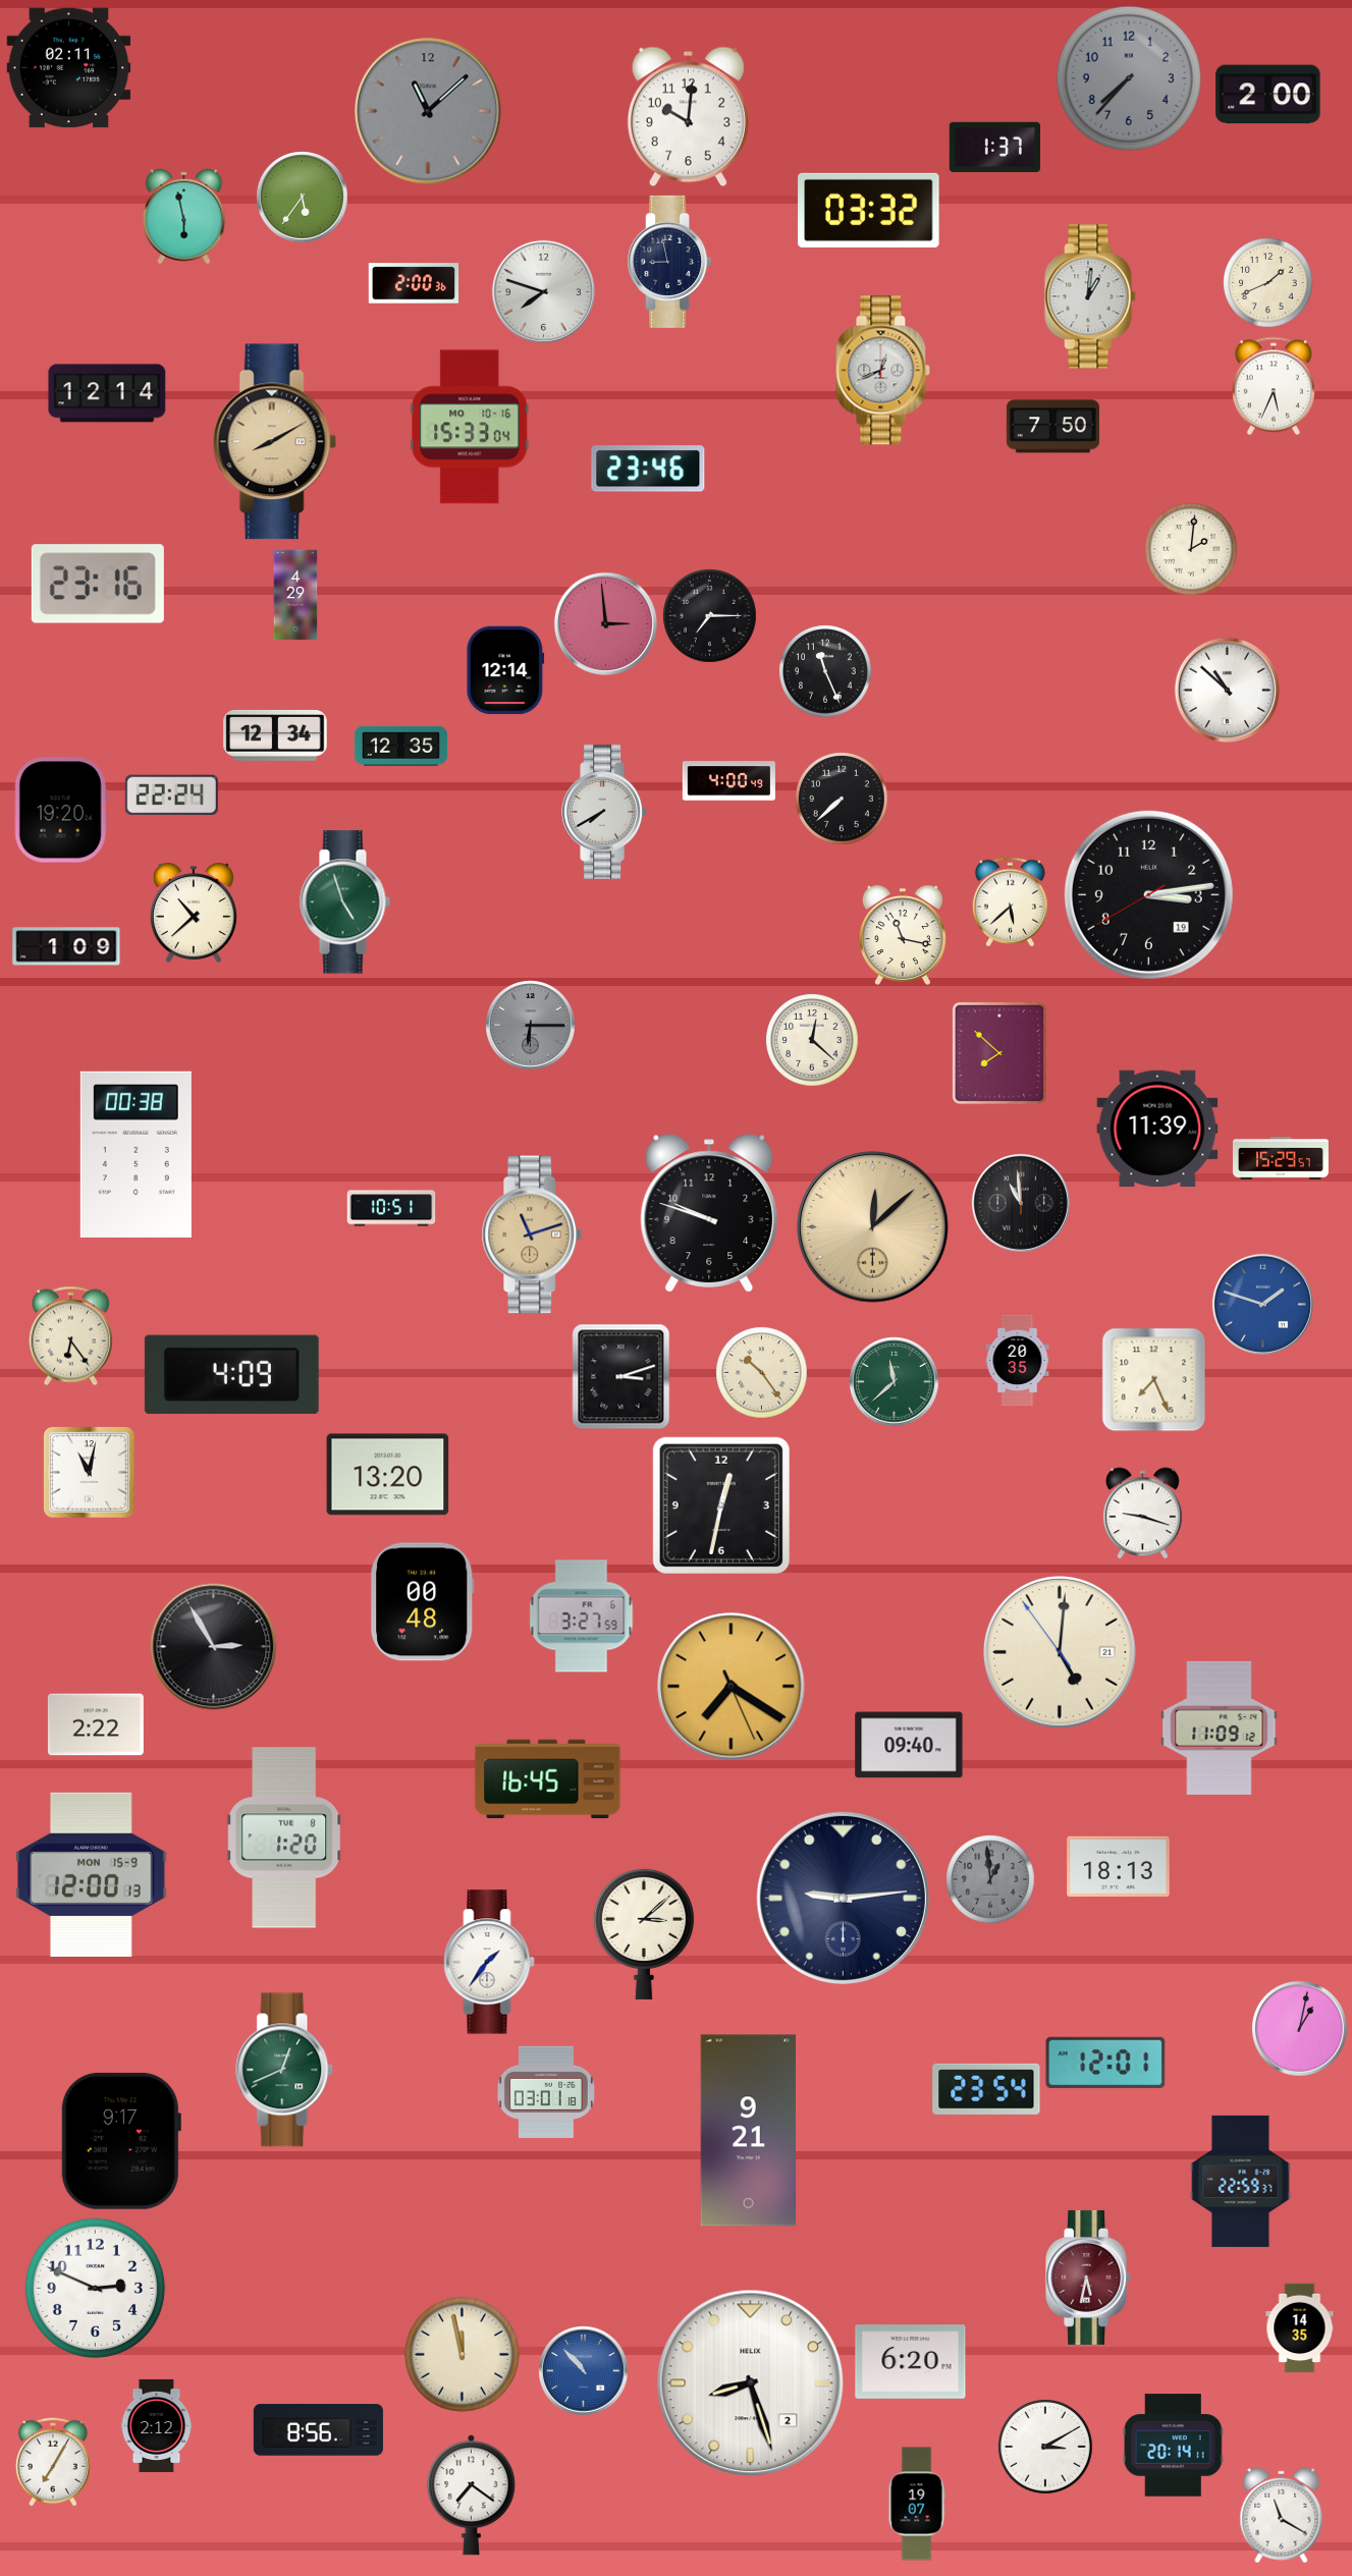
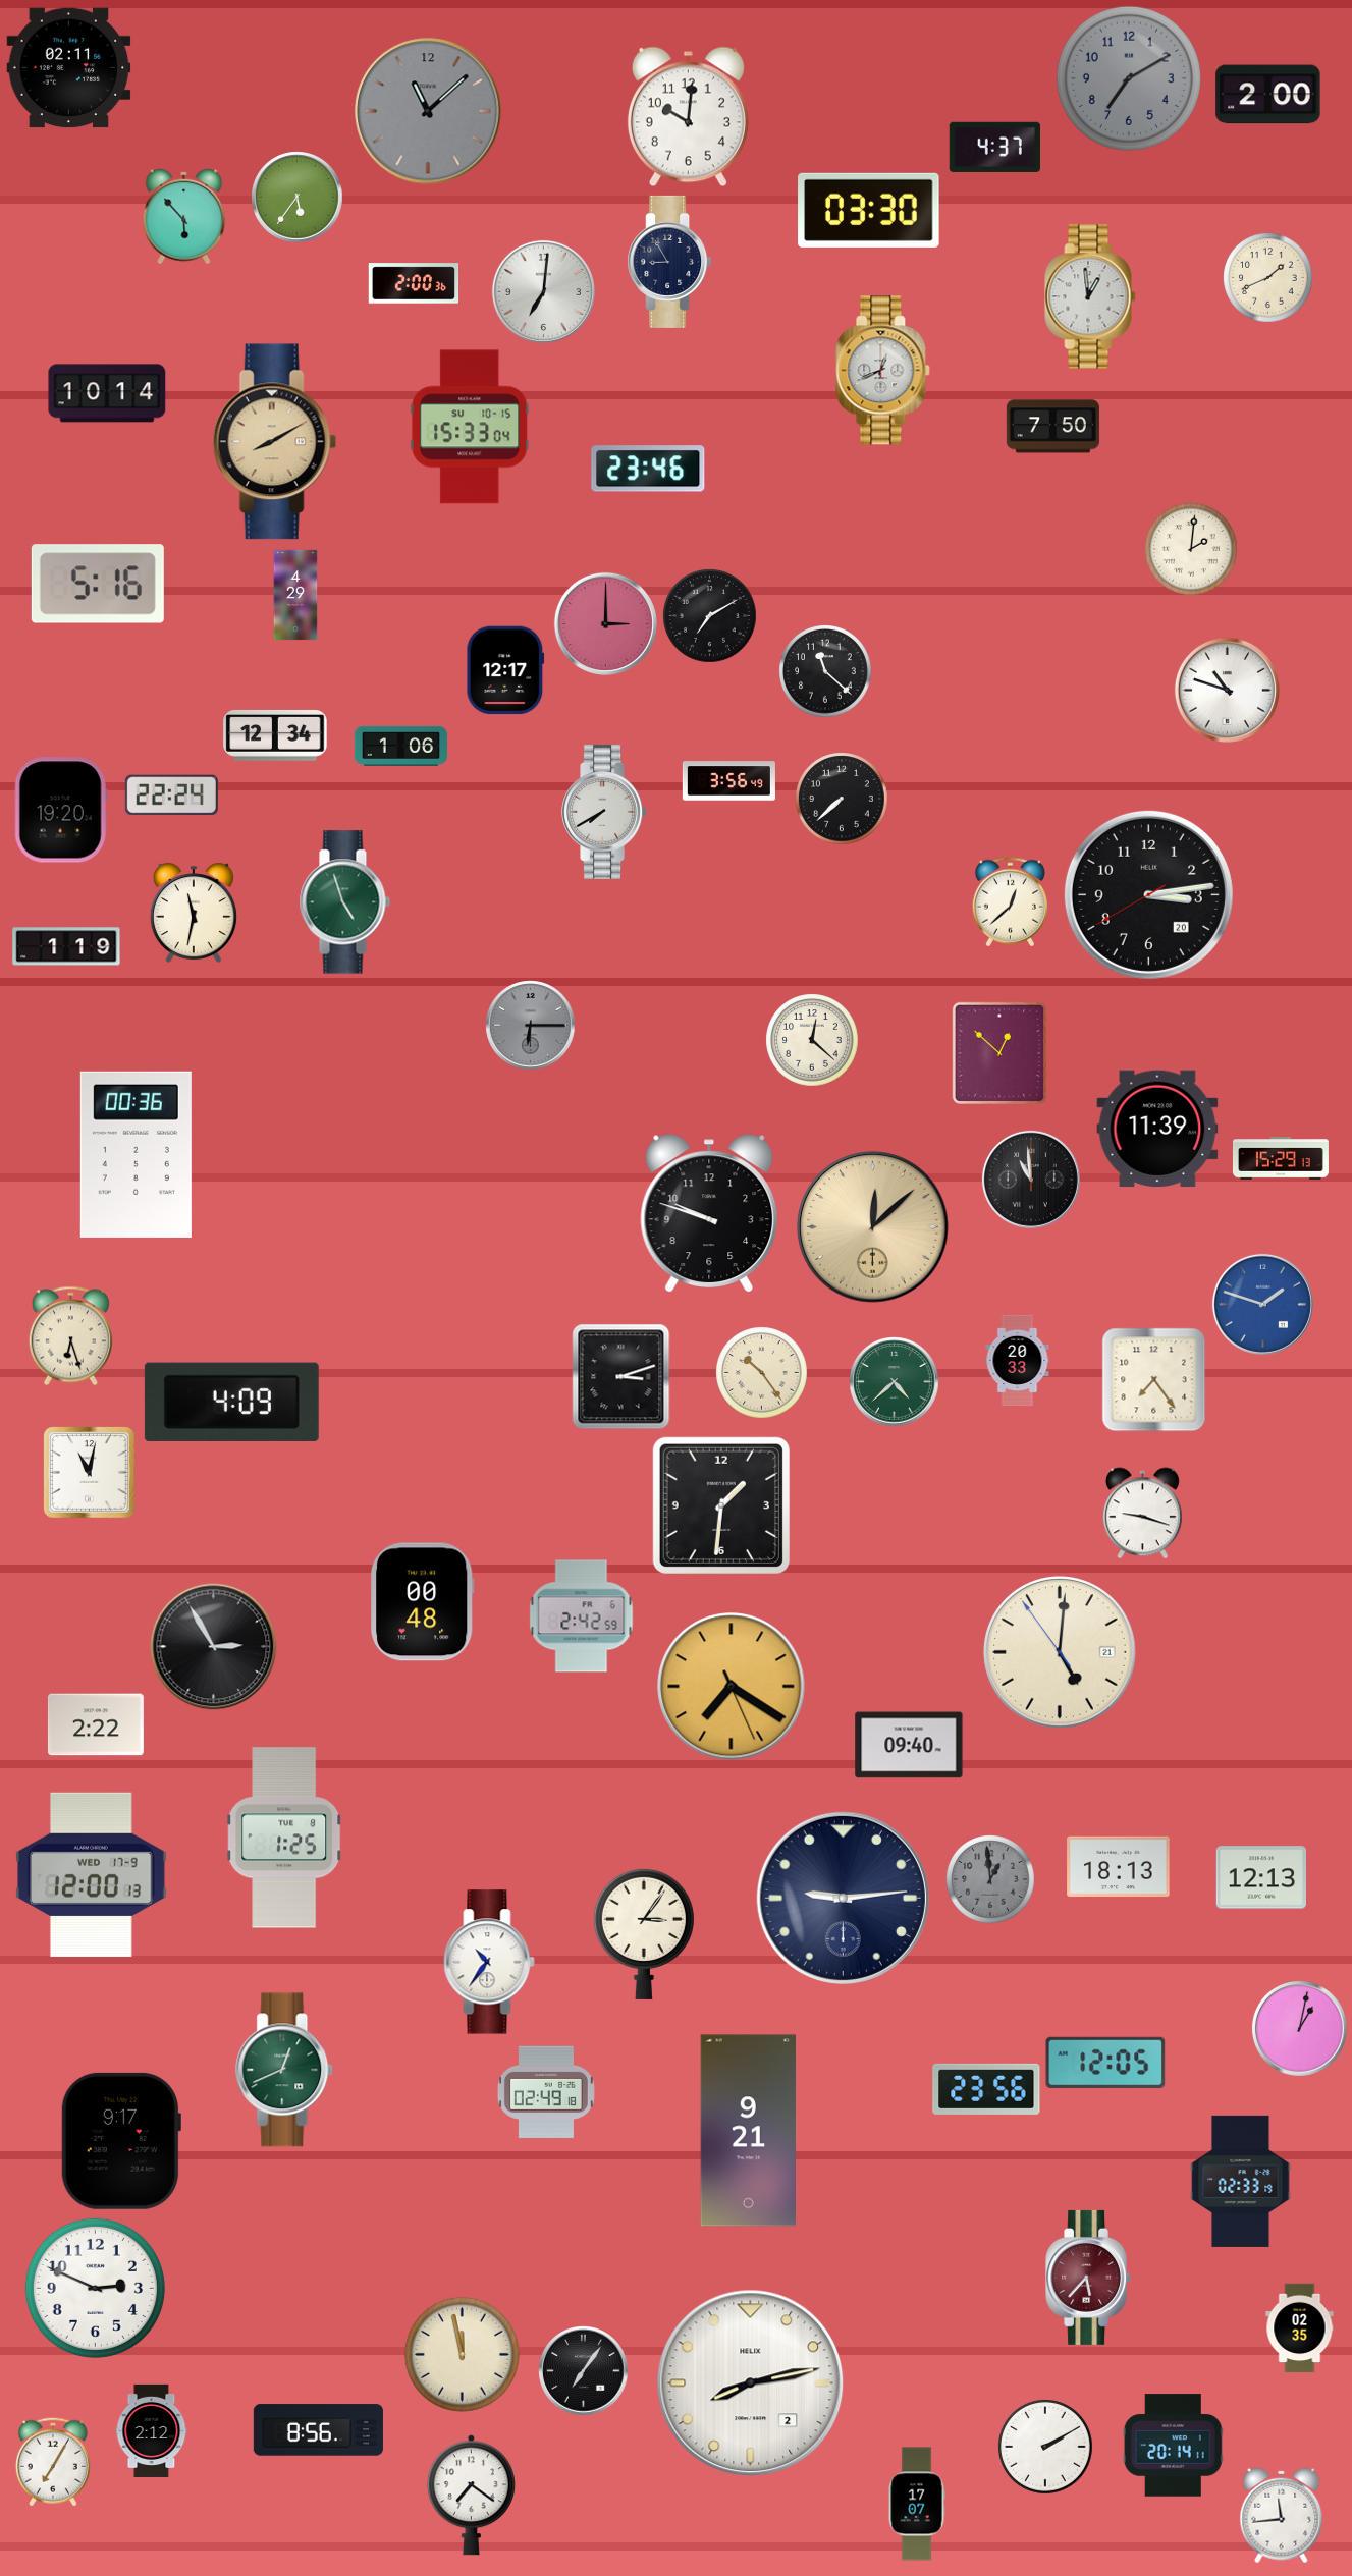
clock at (1129, 78): 7:37 -> 7:10
clock at (994, 147): 1:37 -> 4:37
clock at (303, 198) position: (303, 198) -> (298, 198)
clock at (869, 210): 03:32 -> 03:30
clock at (184, 217): 5:58 -> 5:53
clock at (669, 262): 8:58 -> 8:55
clock at (1268, 283) position: (1268, 283) -> (1268, 278)
clock at (543, 291): 7:48 -> 7:01
clock at (1090, 296): 1:01 -> 12:59
clock at (1274, 386): 5:34 -> none
clock at (107, 393): 12:14 -> 10:14
clock at (470, 427) date: MO 10-16 -> SU 10-15
clock at (98, 584): 23:16 -> 5:16
clock at (710, 616): 7:15 -> 7:10
clock at (605, 623): 2:59 -> 3:00
clock at (505, 670): 12:14 -> 12:17
clock at (825, 671): 11:26 -> 11:22
clock at (1227, 690): 10:52 -> 10:48
clock at (400, 746): 12:35 -> 1:06
clock at (728, 781): 4:00 -> 3:56
clock at (1148, 894) date: 19 -> 20
clock at (1010, 902): 5:38 -> 12:38
clock at (194, 913): 10:38 -> 11:32
clock at (903, 935): 11:17 -> none
clock at (66, 946): 1:09 -> 1:19
clock at (999, 1053): 7:52 -> 12:52
clock at (136, 1154): 00:38 -> 00:36
clock at (1281, 1158): 15:29:57 -> 15:29:13
clock at (1021, 1203) position: (1021, 1203) -> (1031, 1180)
clock at (391, 1208): 10:51 -> none
clock at (532, 1235): 11:12 -> none
clock at (70, 1336): 6:24 -> 6:27
clock at (1018, 1361): 20:35 -> 20:33
clock at (231, 1374) position: (231, 1374) -> (231, 1402)
clock at (1154, 1380): 7:26 -> 7:24
clock at (895, 1382): 11:38 -> 4:38
clock at (388, 1475): 13:20 -> none
clock at (721, 1505): 12:32 -> 1:31
clock at (582, 1616): 3:27 -> 2:42
clock at (1220, 1728): 11:09 -> none
clock at (548, 1779): 16:45 -> none
clock at (285, 1838): 1:20 -> 1:25
clock at (92, 1874) date: MON 15-9 -> WED 17-9
clock at (1260, 1877): none -> 12:13
clock at (644, 1933): 3:08 -> 3:06
clock at (489, 1962): 1:36 -> 10:36
clock at (1105, 2063): 12:01 -> 12:05
clock at (986, 2089): 23:54 -> 23:56
clock at (546, 2091): 03:01 -> 02:49
clock at (1241, 2181): 22:59 -> 02:33
clock at (1089, 2278): 5:32 -> 5:37
clock at (1300, 2328): 14:35 -> 02:35
clock at (911, 2362): 6:20 -> none
clock at (584, 2371): 10:53 -> 7:06
clock at (584, 2371) dial: blue -> black
clock at (751, 2383): 8:27 -> 8:13
clock at (157, 2425) position: (157, 2425) -> (152, 2430)
clock at (1045, 2447): 3:10 -> 2:10
clock at (917, 2504): 19:07 -> 17:07
clock at (1282, 2516): 11:20 -> 11:44
